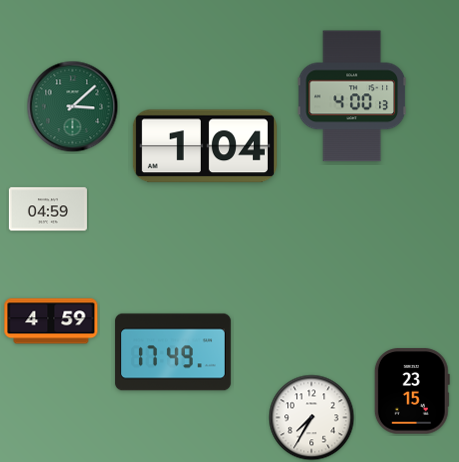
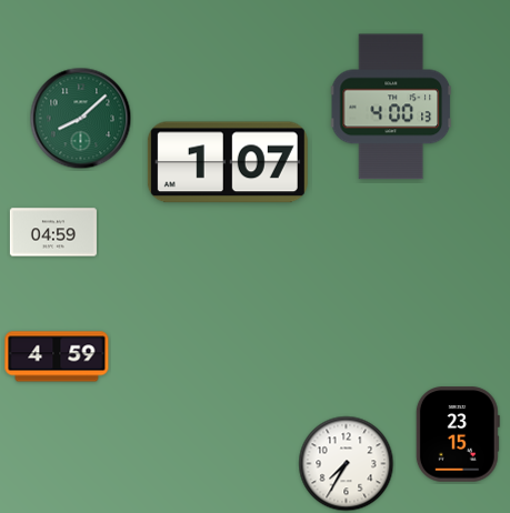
clock at (73, 107): 3:08 -> 8:08
clock at (205, 146): 1:04 -> 1:07
clock at (173, 352): 17:49 -> none
